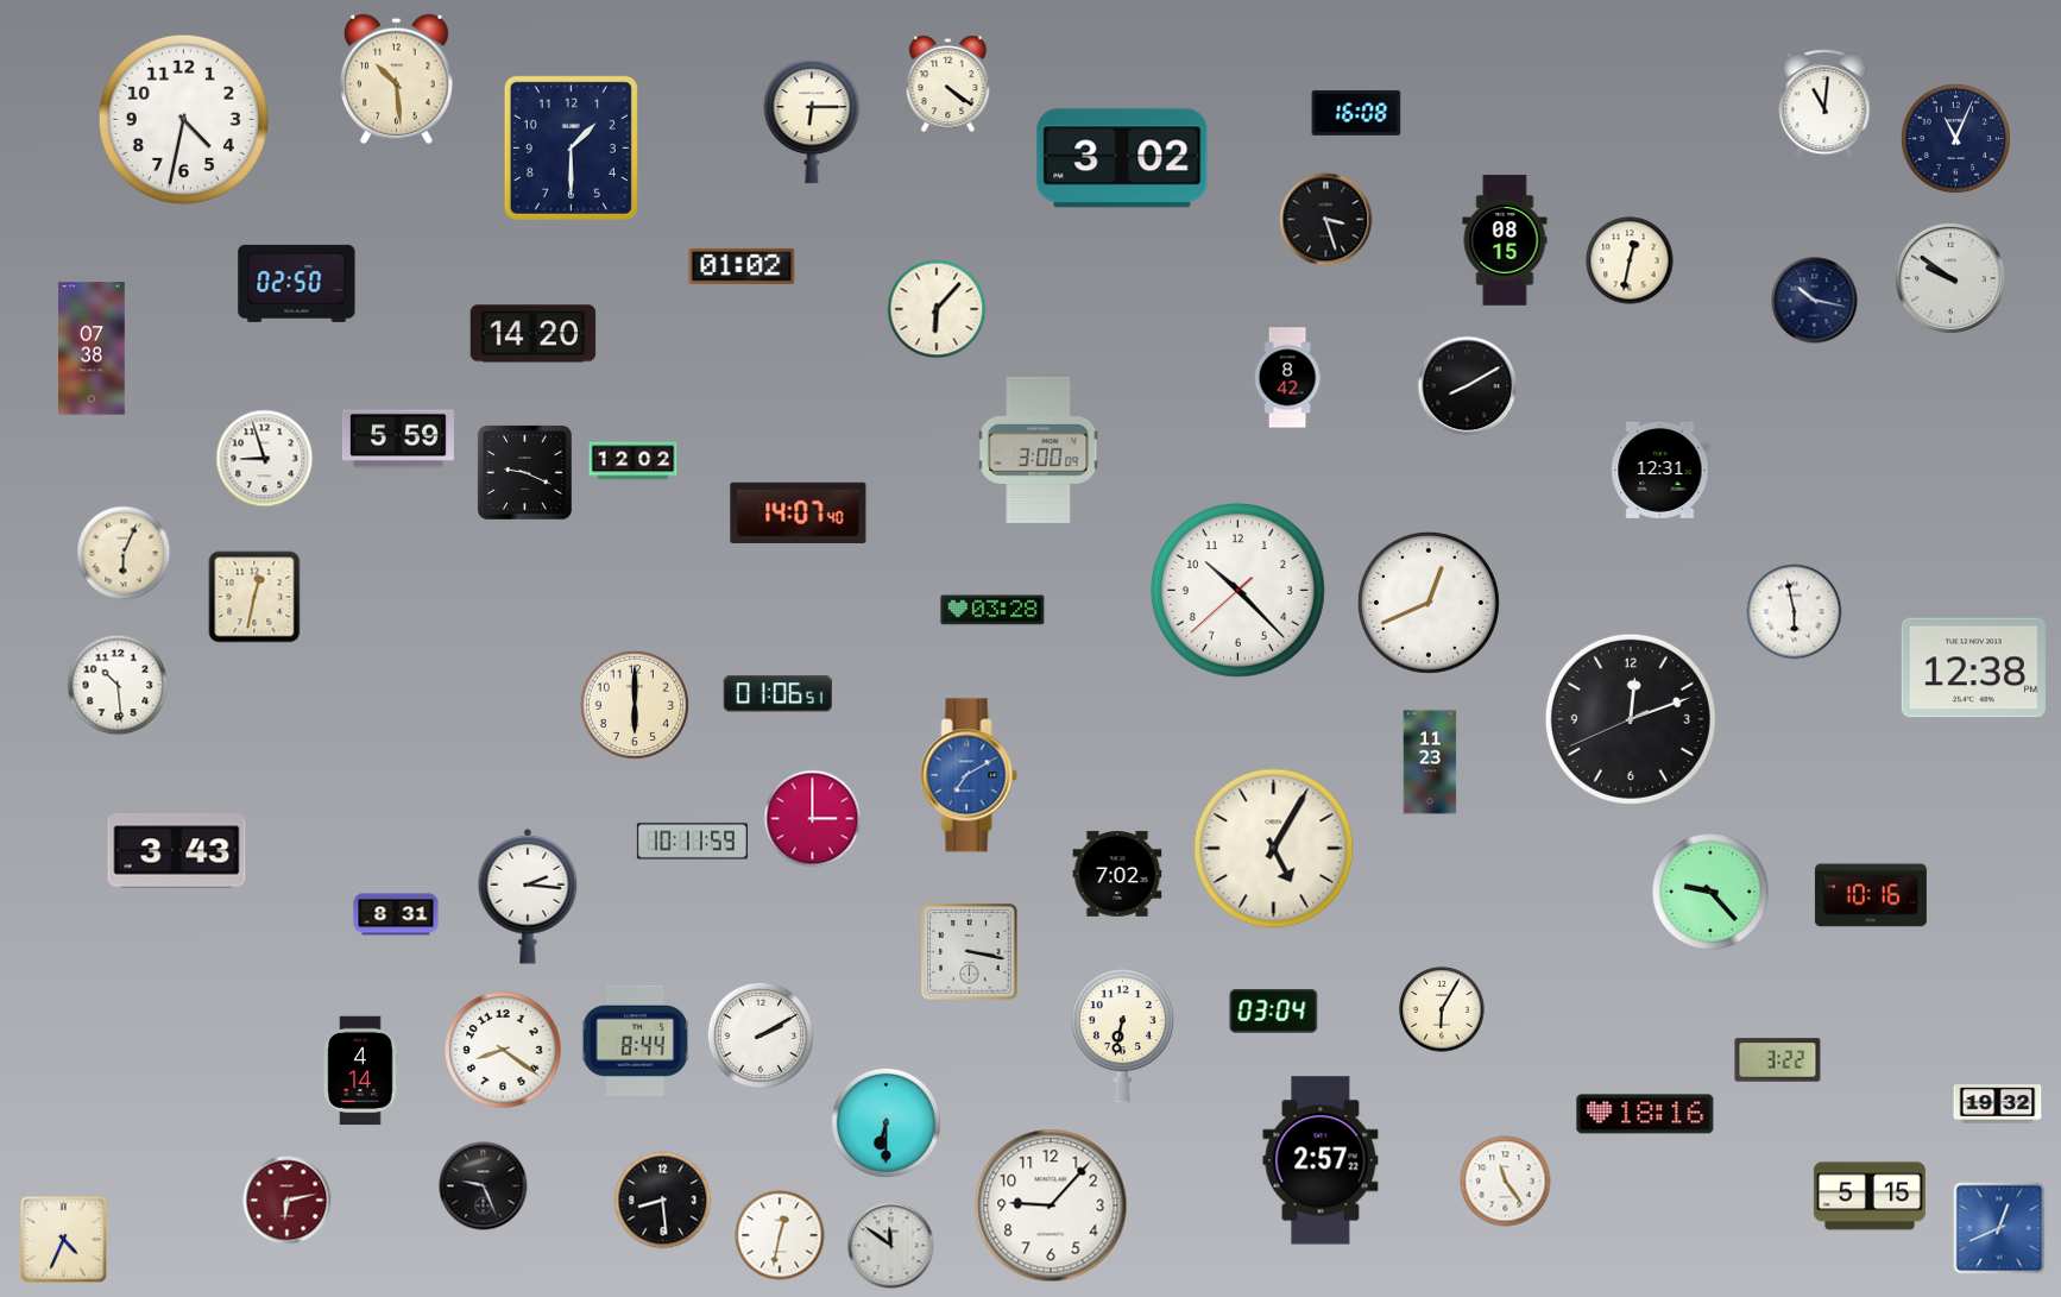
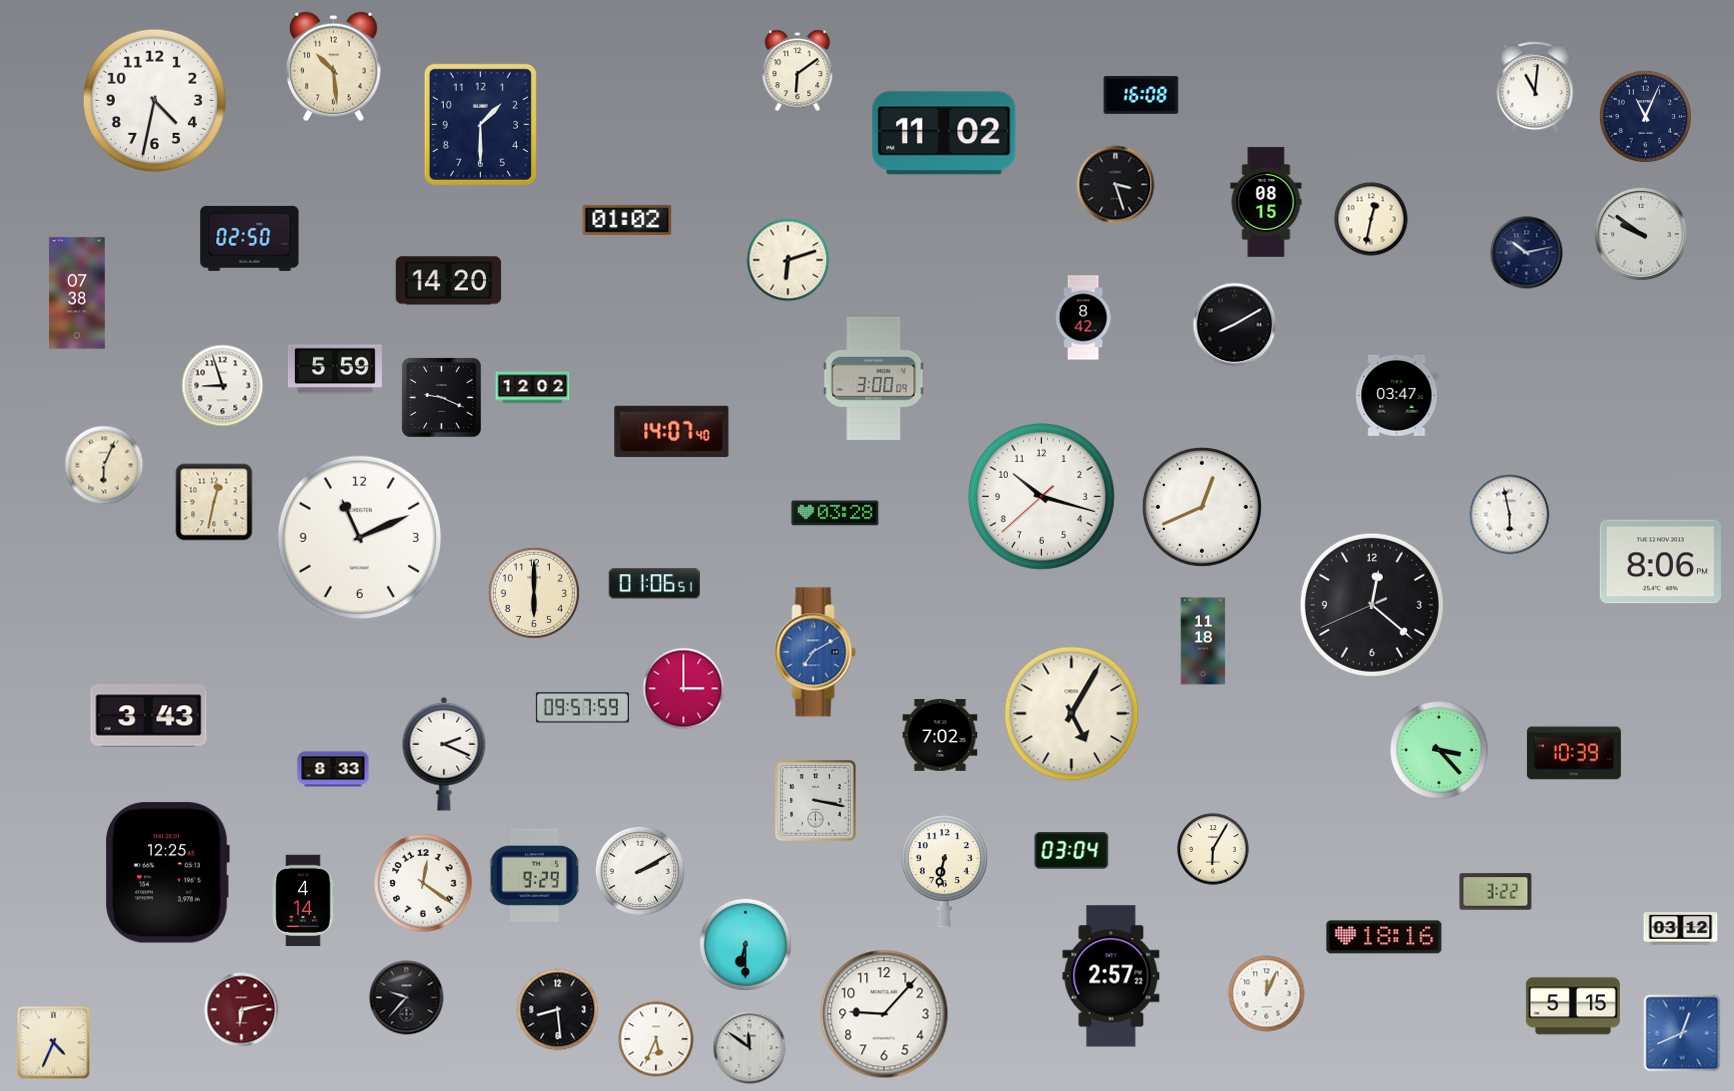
clock at (948, 84): 4:21 -> 6:09
clock at (812, 121): 6:15 -> none
clock at (1122, 158): 3:02 -> 11:02
clock at (742, 266) position: (742, 266) -> (627, 220)
clock at (1815, 301): 10:17 -> 10:13
clock at (937, 309): 6:07 -> 6:12
clock at (1660, 470): 12:31 -> 03:47
clock at (1237, 590): 10:22 -> 10:17
clock at (360, 538): none -> 11:11
clock at (1973, 668): 12:38 -> 8:06
clock at (118, 685): 10:29 -> none
clock at (1631, 719): 12:11 -> 12:21
clock at (1430, 762): 11:23 -> 11:18
clock at (692, 842): 10:11 -> 09:57
clock at (1710, 892): 9:23 -> 3:23
clock at (1871, 895): 10:16 -> 10:39
clock at (528, 896): 2:16 -> 2:19
clock at (396, 914): 8:31 -> 8:33
clock at (167, 873): none -> 12:25
clock at (635, 1040): 8:44 -> 9:29
clock at (503, 1050): 8:21 -> 12:21
clock at (1998, 1104): 19:32 -> 03:12
clock at (1506, 1182): 11:24 -> 12:04
clock at (484, 1186): 9:26 -> 9:37
clock at (780, 1235): 12:32 -> 5:34
